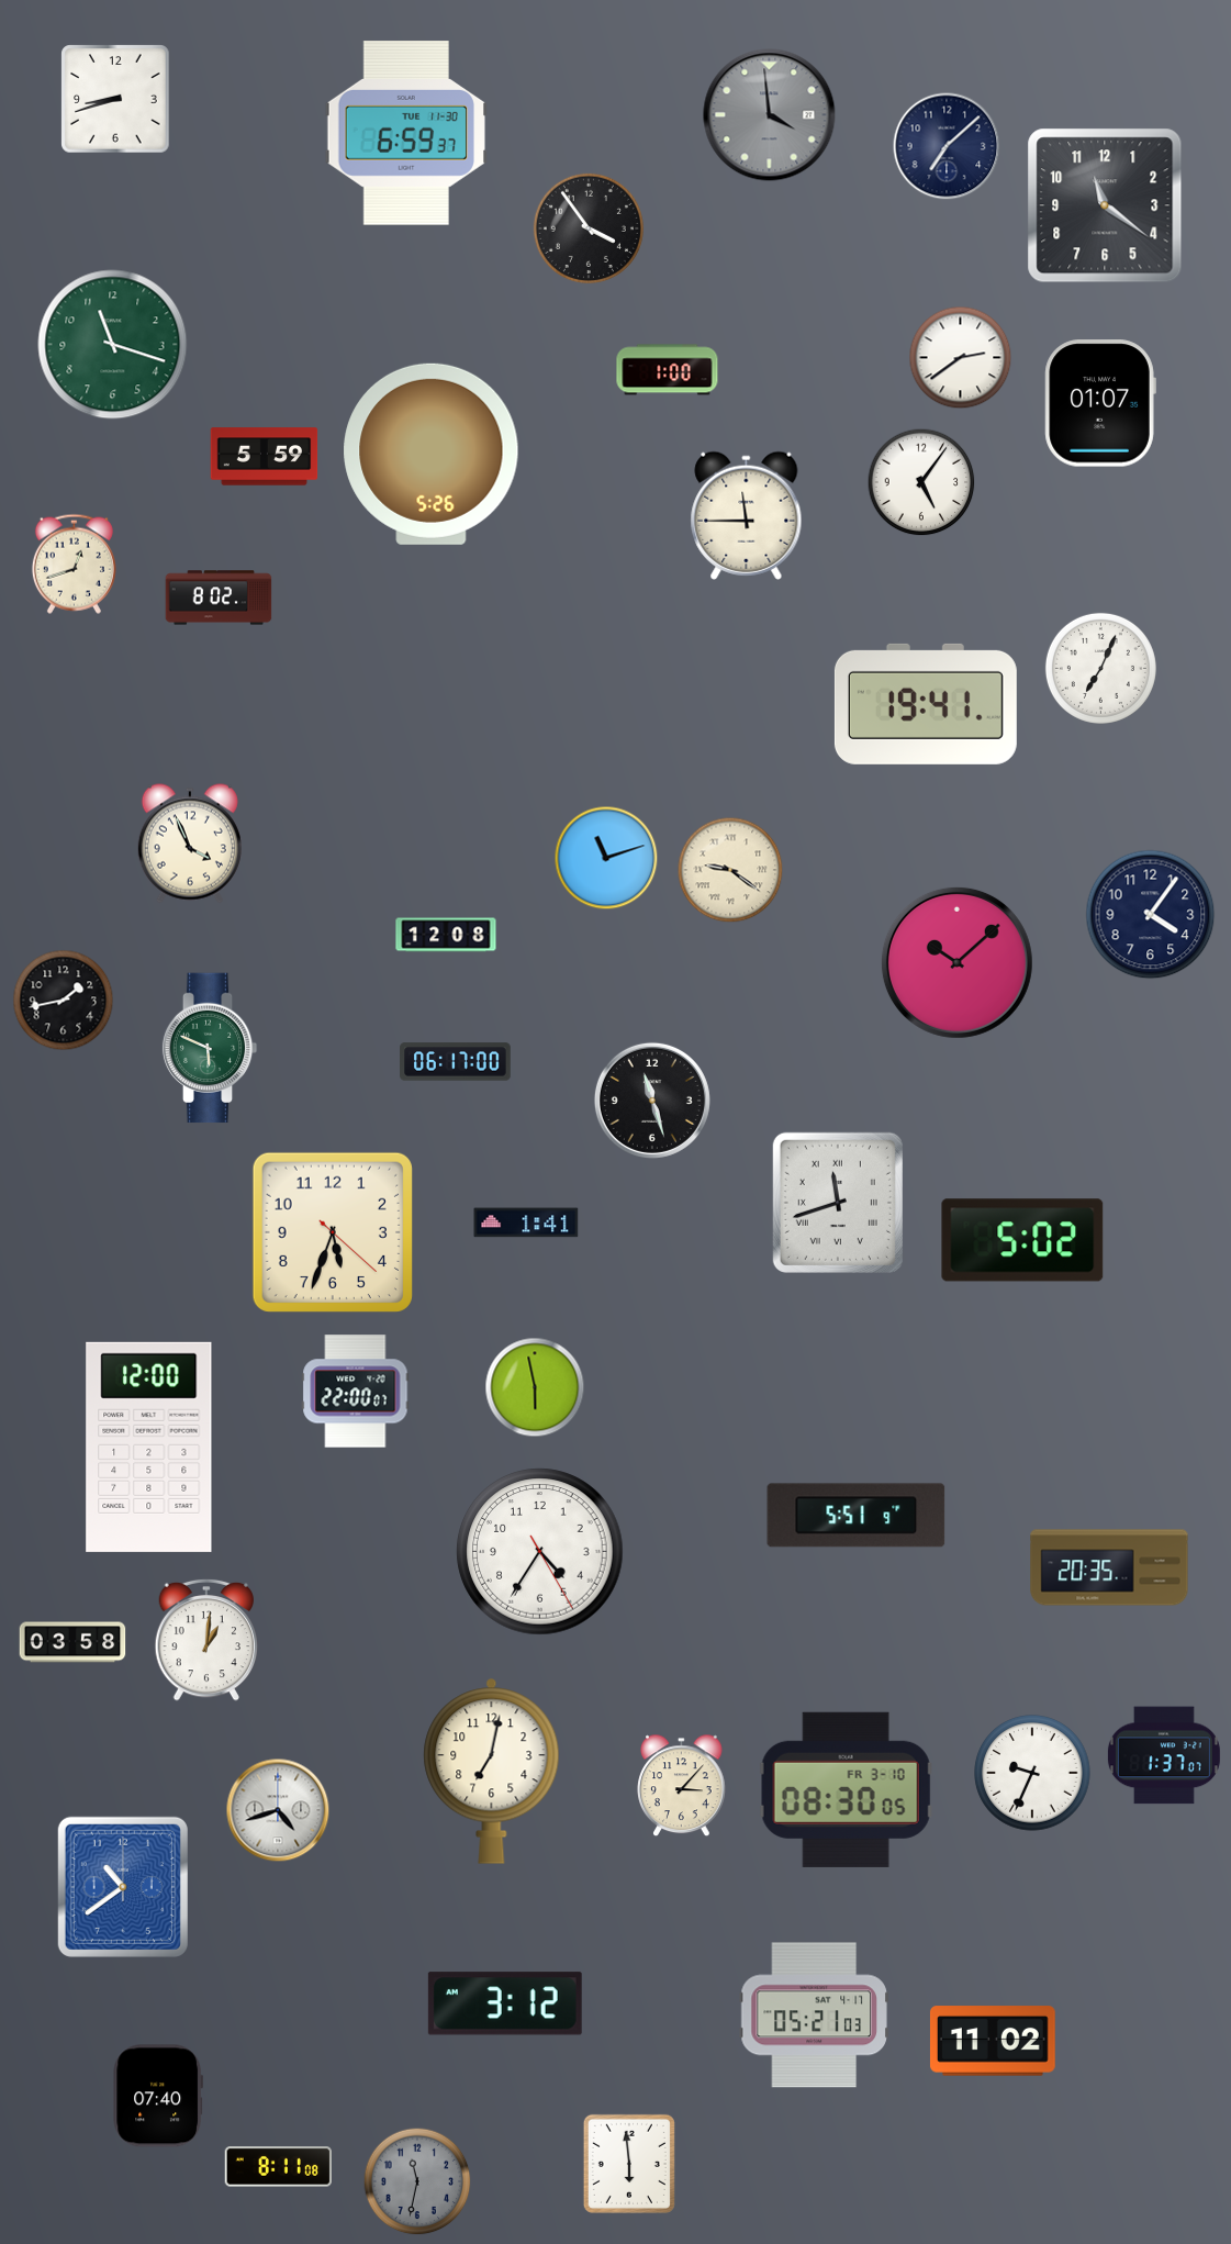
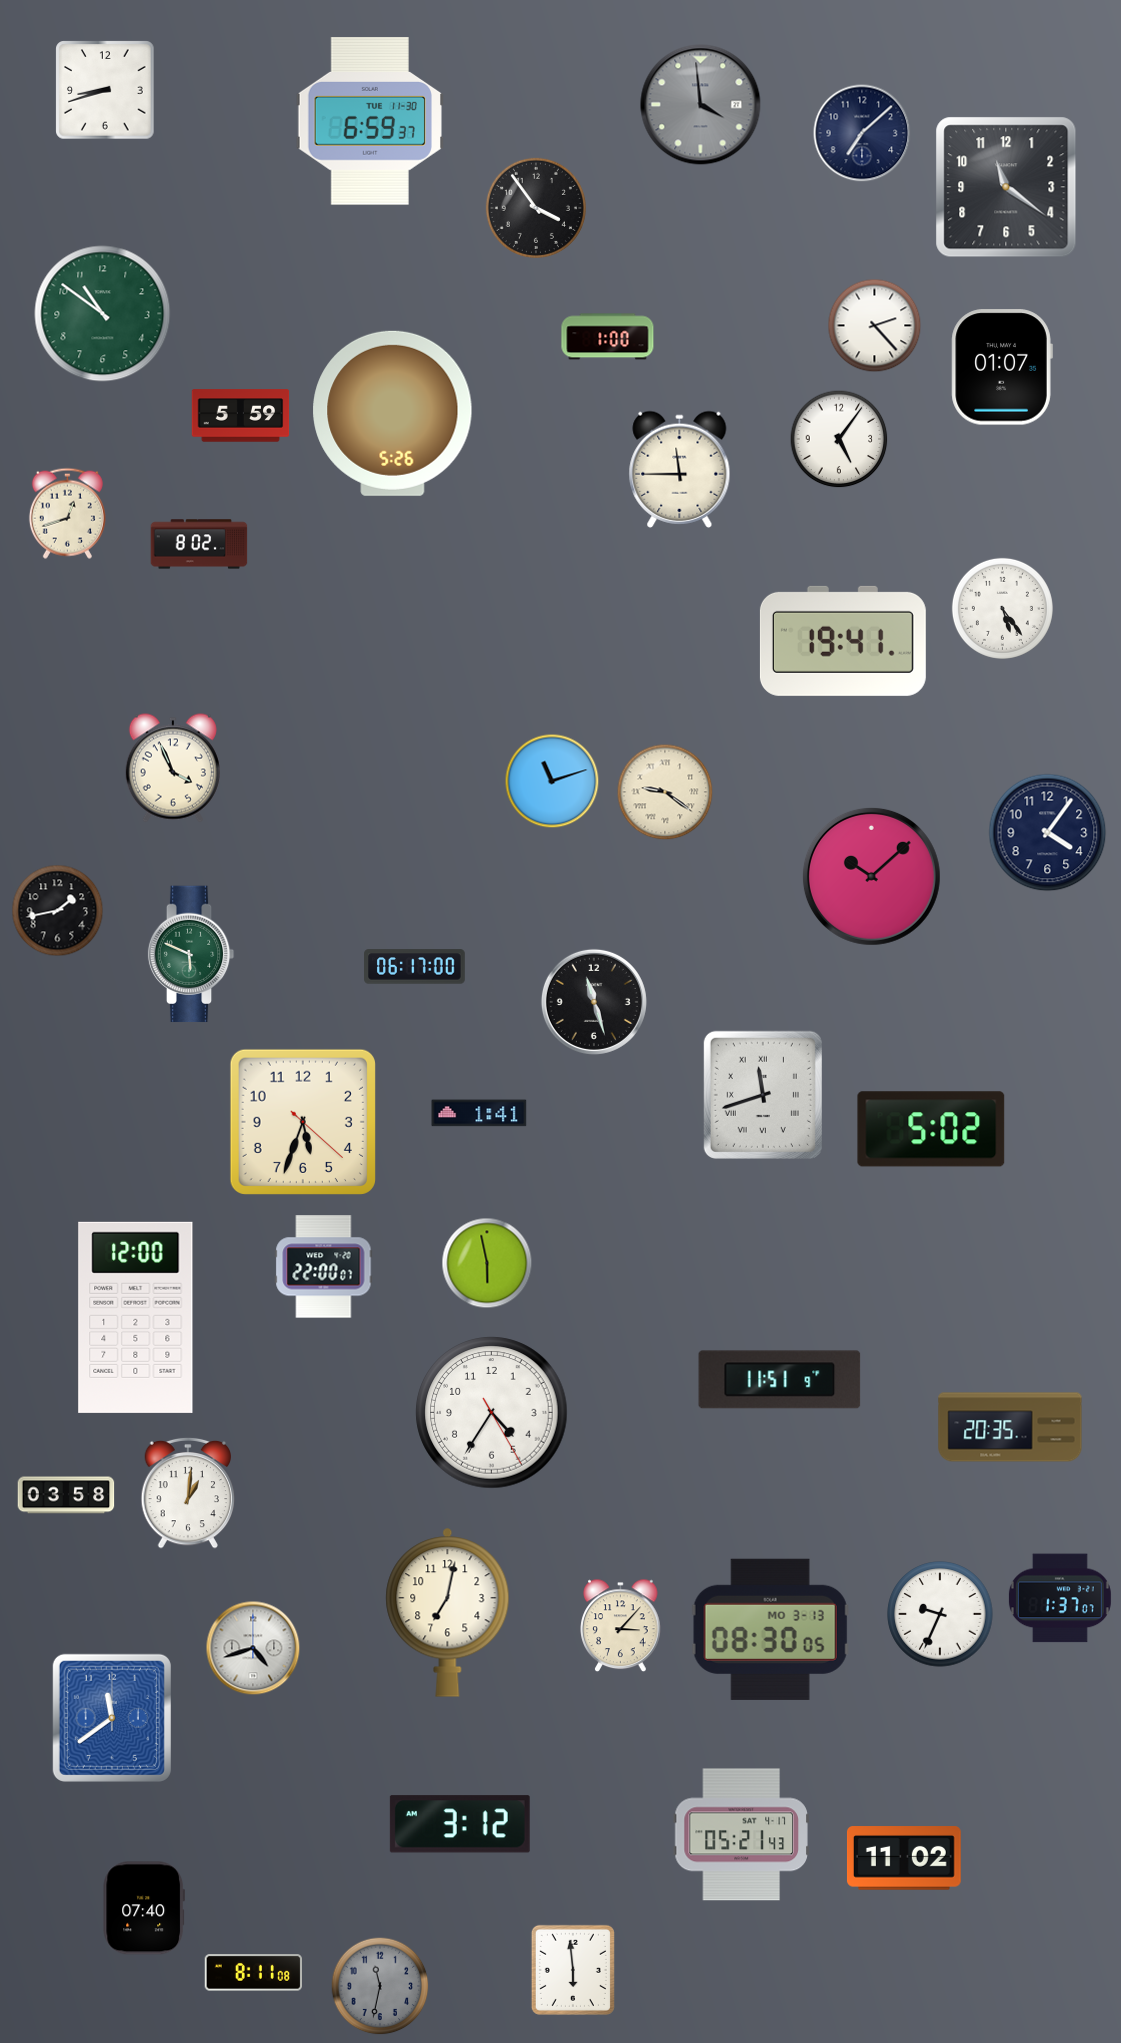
clock at (113, 345): 11:18 -> 10:51
clock at (961, 358): 2:39 -> 2:23
clock at (1100, 668): 7:04 -> 5:24
clock at (446, 935): 12:08 -> none
clock at (857, 1516): 5:51 -> 11:51
clock at (846, 1789) date: FR 3-10 -> MO 3-13
clock at (123, 1887): 10:39 -> 11:39
clock at (814, 2016): 05:21:03 -> 05:21:43
